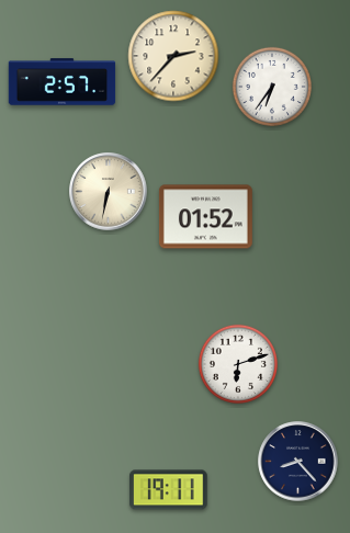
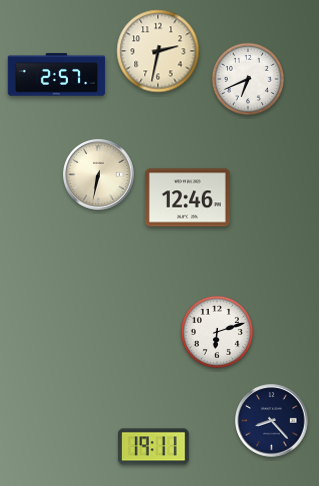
clock at (173, 56): 2:37 -> 2:32
clock at (272, 87): 6:36 -> 6:41
clock at (205, 217): 01:52 -> 12:46
